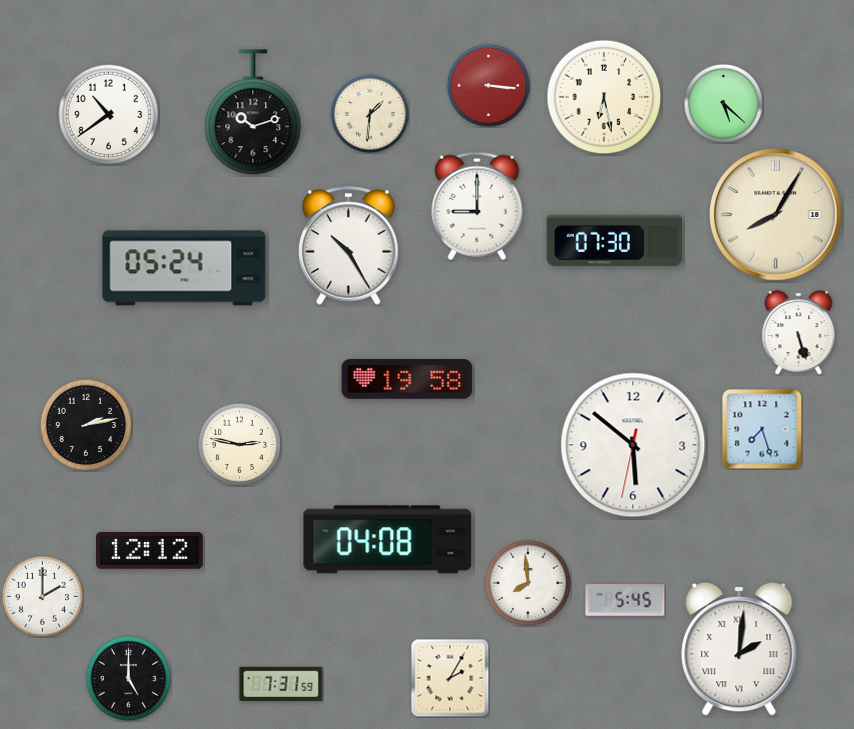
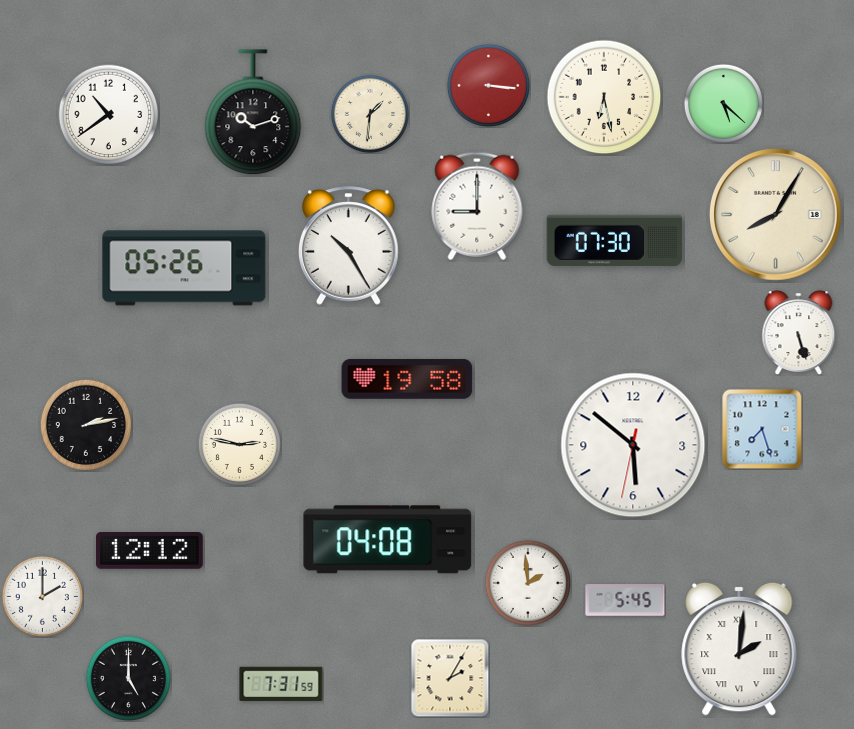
clock at (184, 268): 05:24 -> 05:26
clock at (528, 583): 7:59 -> 1:59
